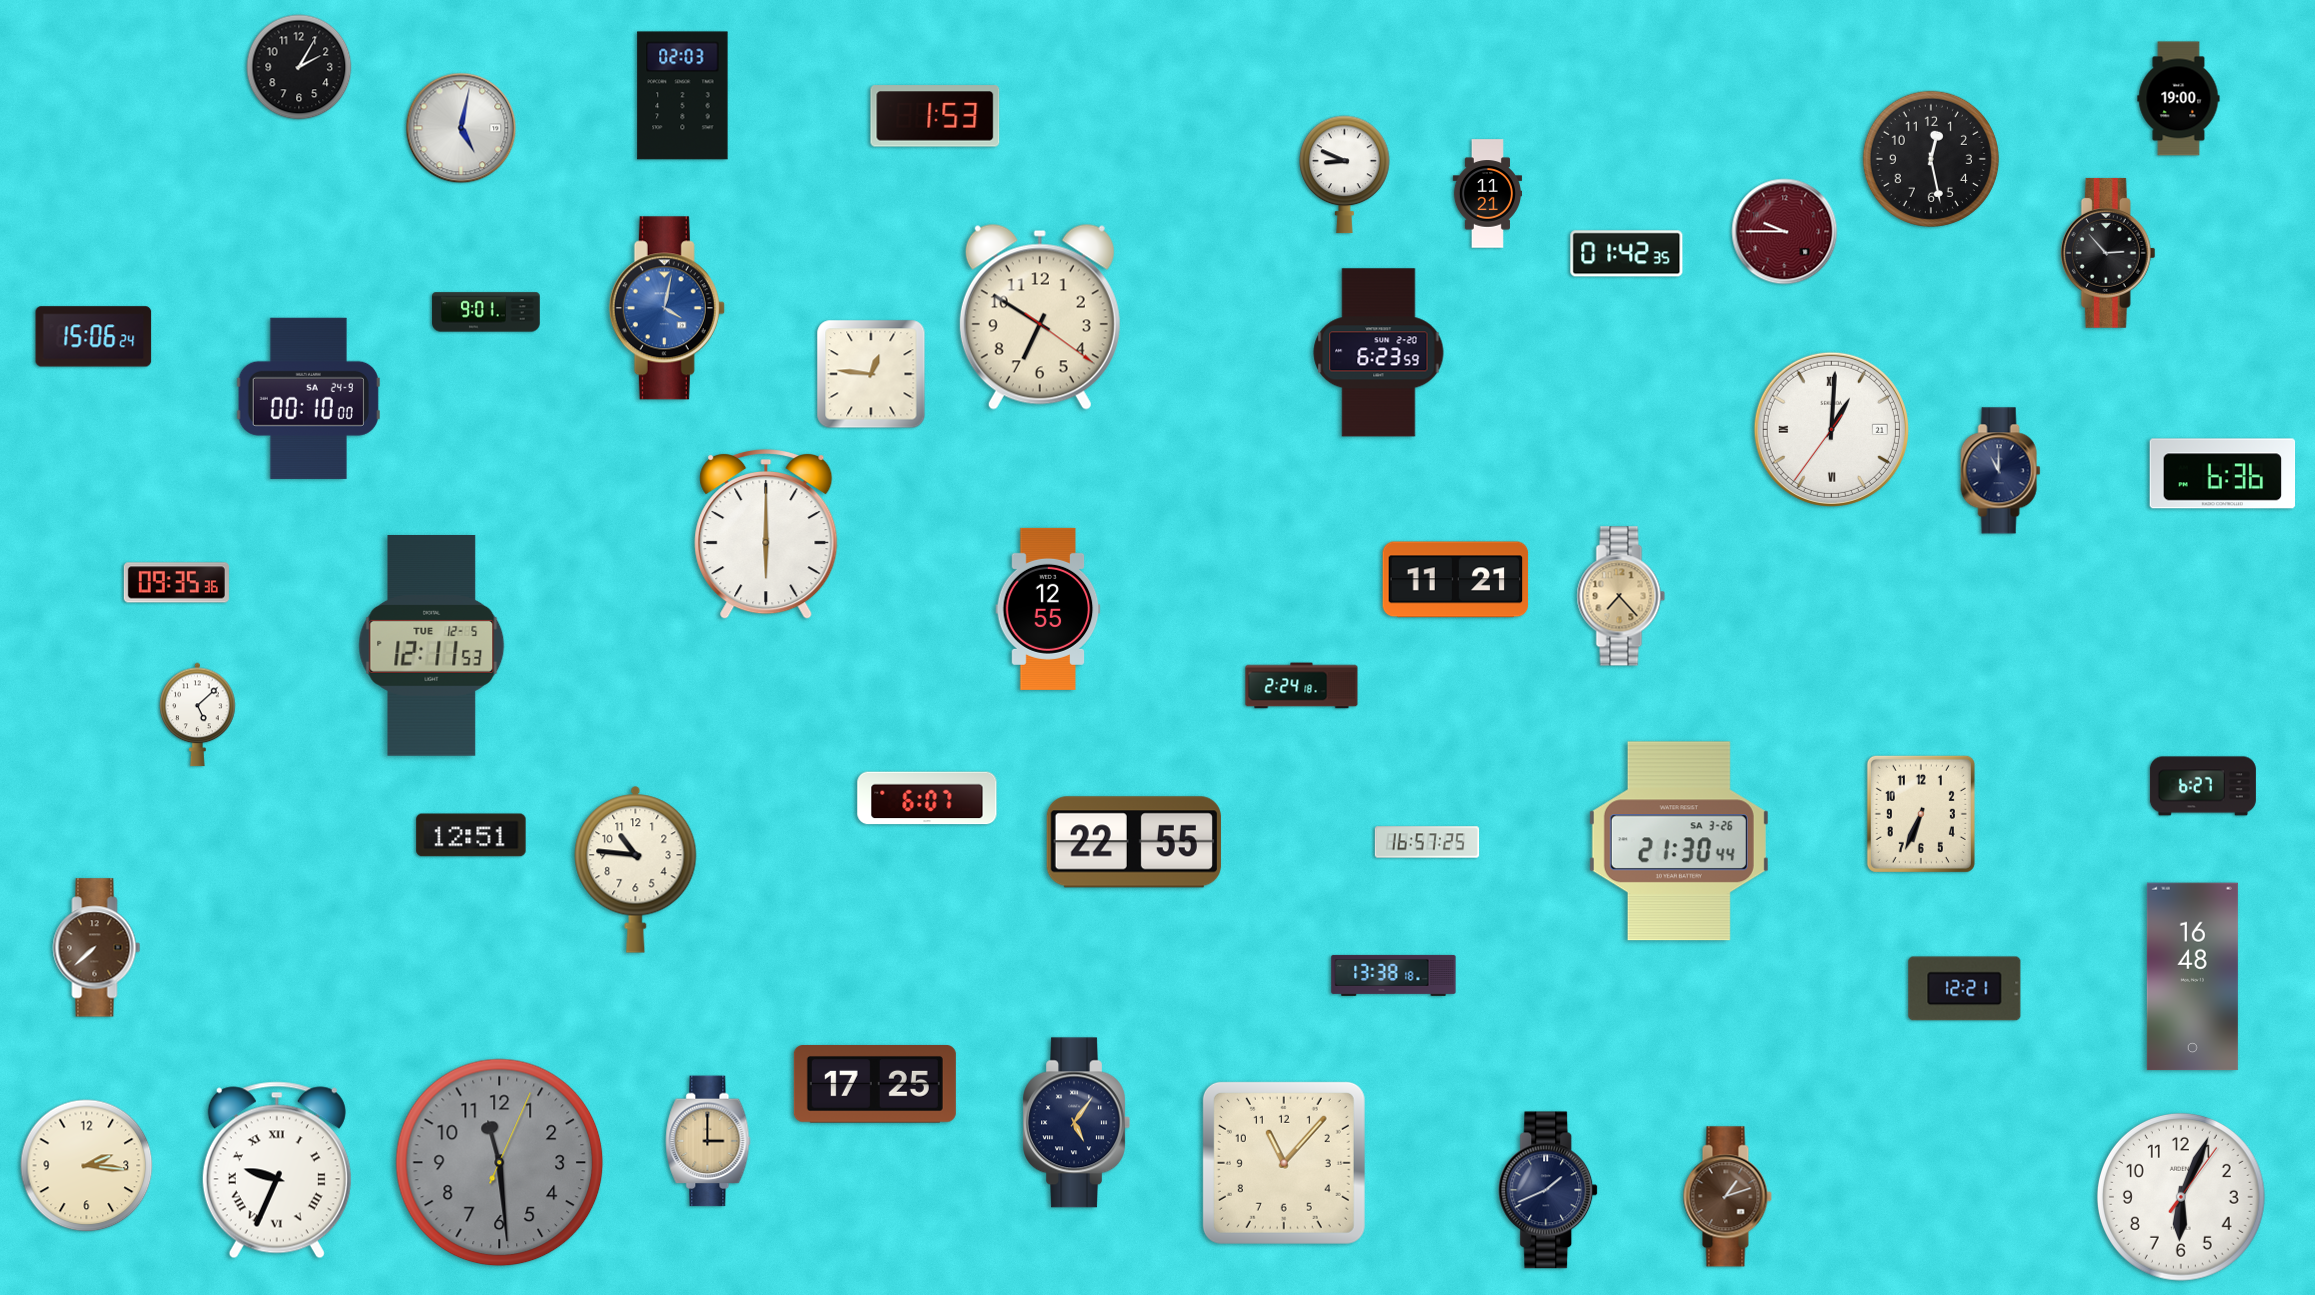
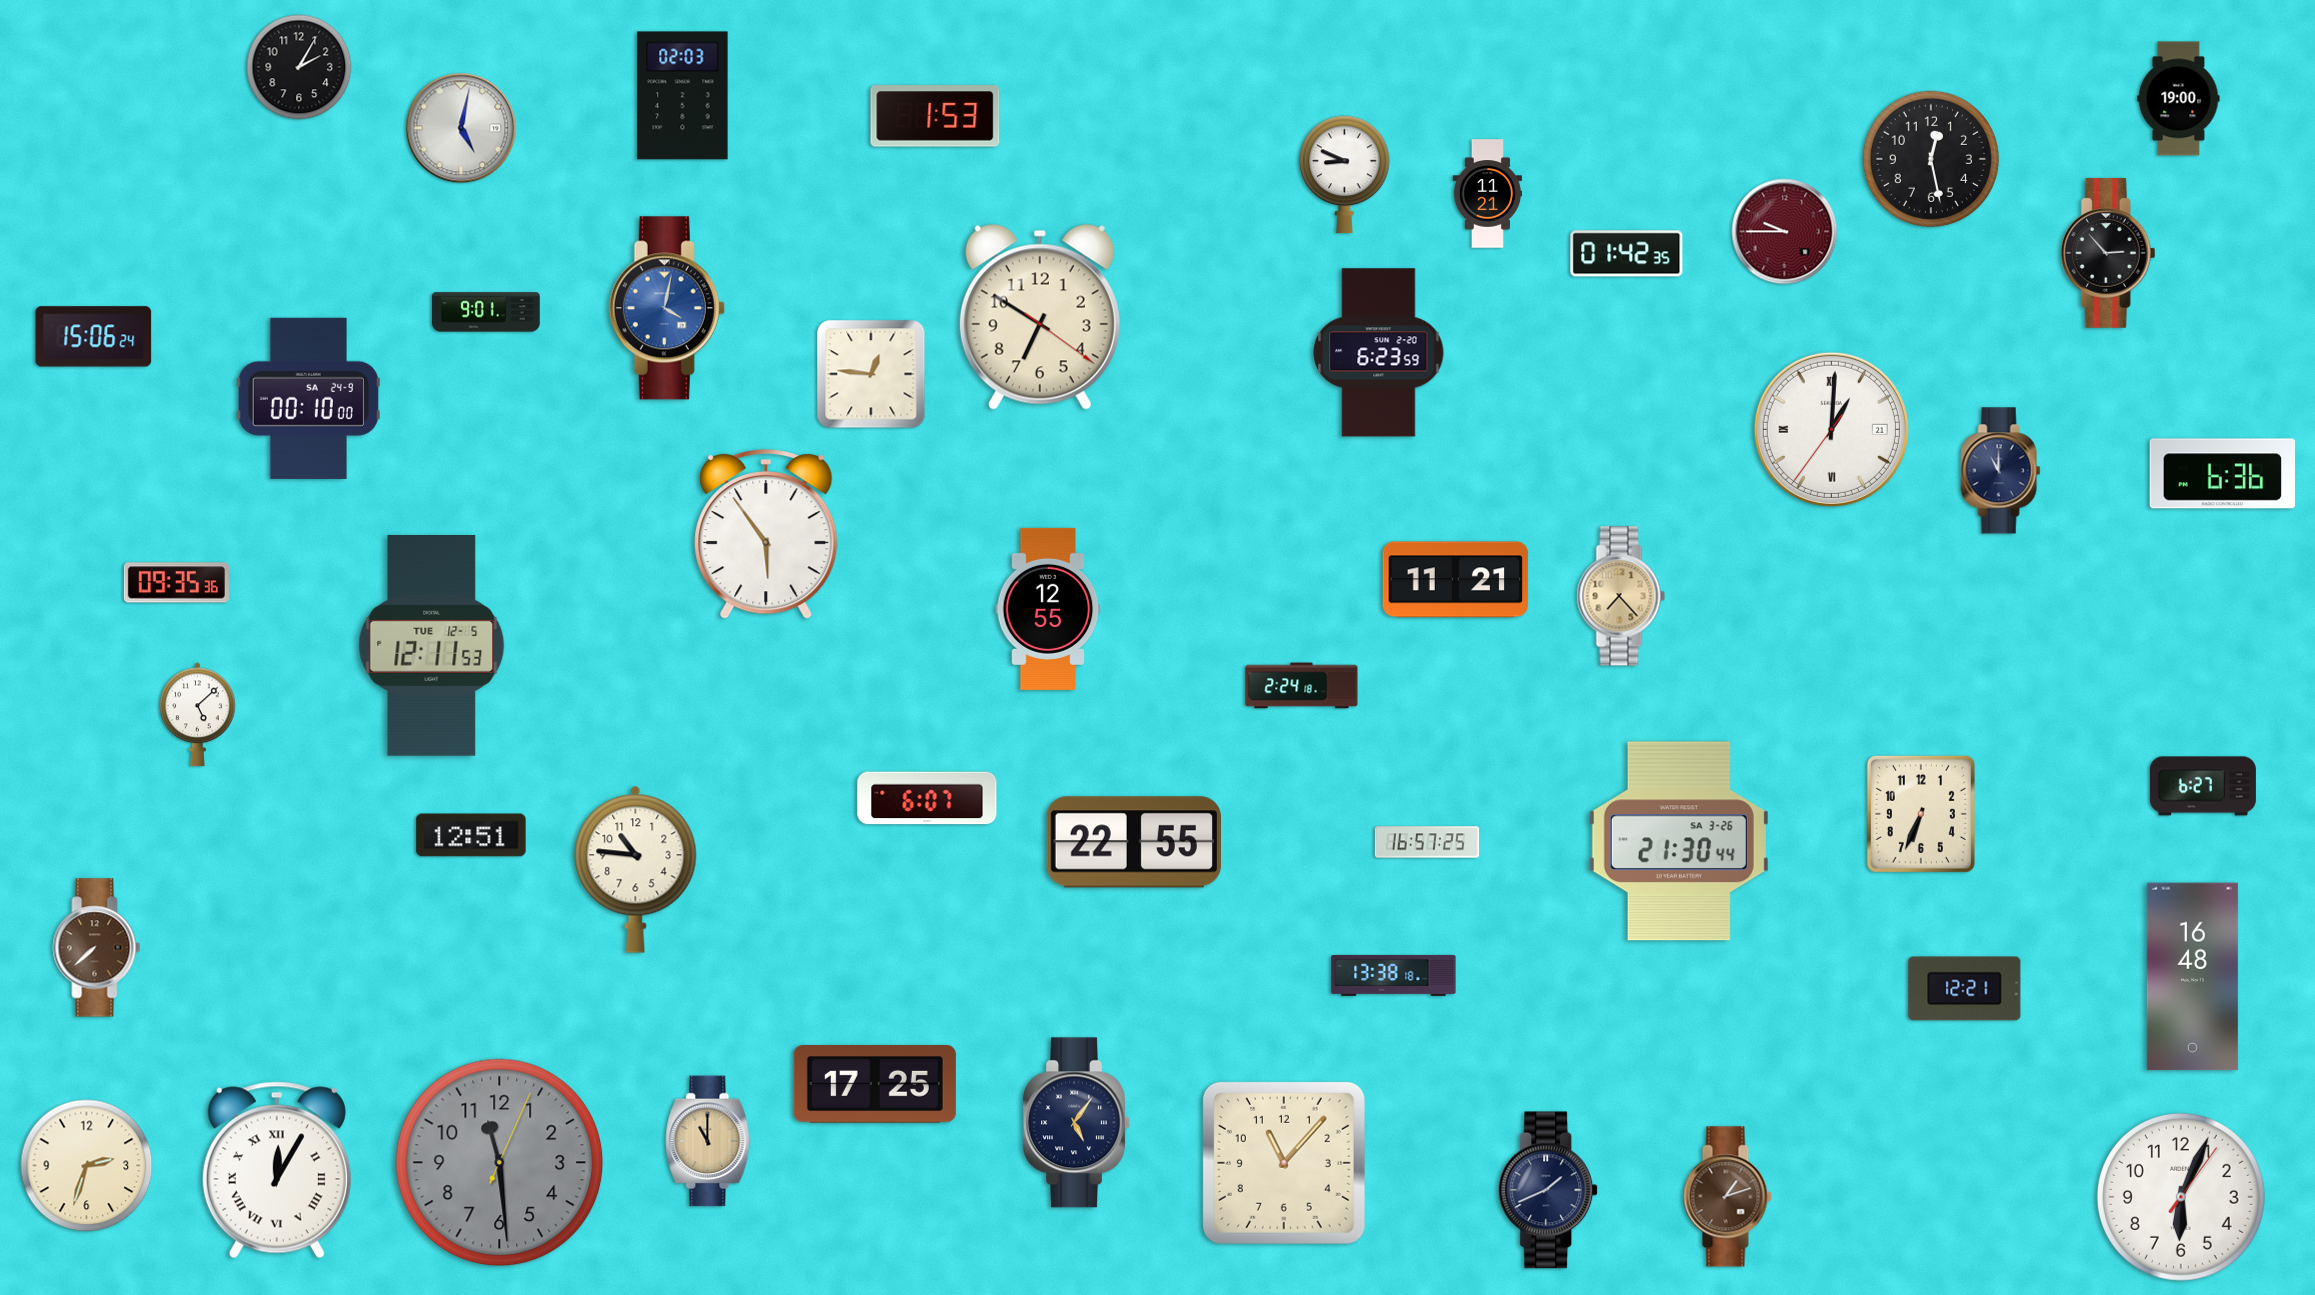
clock at (766, 534): 6:00 -> 5:54
clock at (708, 1141): 3:00 -> 11:00
clock at (87, 1166): 2:16 -> 2:33
clock at (277, 1170): 9:34 -> 12:05
